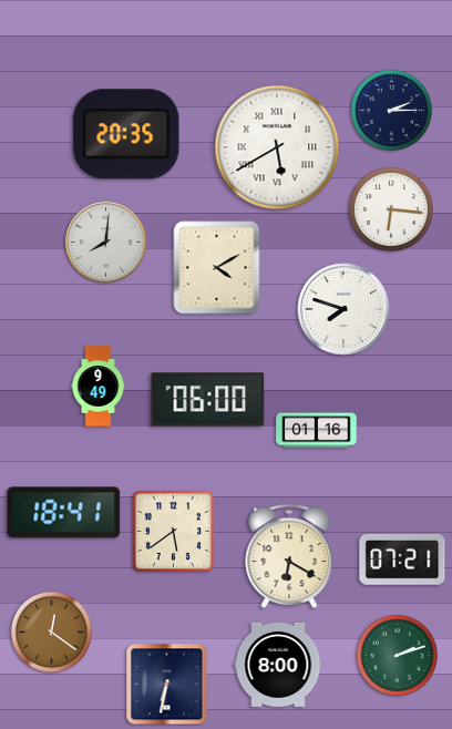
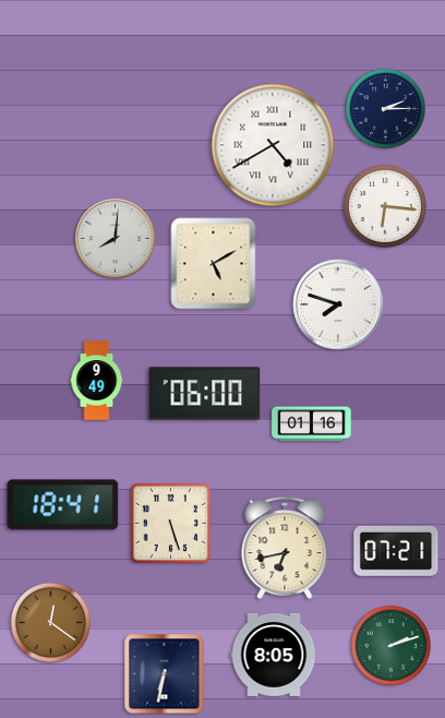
clock at (126, 134): 20:35 -> none
clock at (277, 147): 5:40 -> 4:40
clock at (106, 243) position: (106, 243) -> (116, 239)
clock at (217, 268): 4:10 -> 5:10
clock at (174, 532): 5:39 -> 5:27
clock at (289, 557): 6:20 -> 6:43
clock at (278, 665): 8:00 -> 8:05
